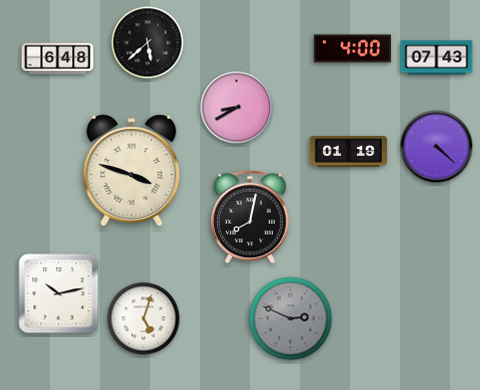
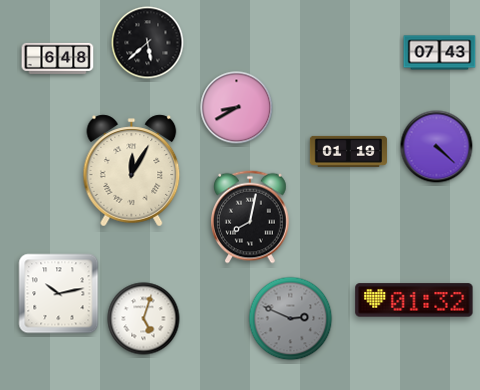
clock at (352, 49): 4:00 -> none
clock at (437, 58) position: (437, 58) -> (440, 53)
clock at (132, 171): 3:48 -> 12:05
clock at (414, 300): none -> 01:32
